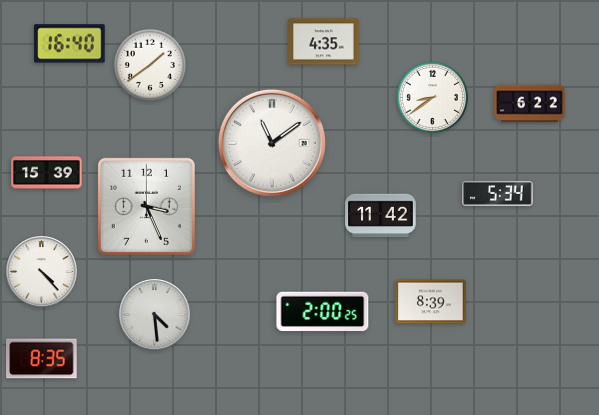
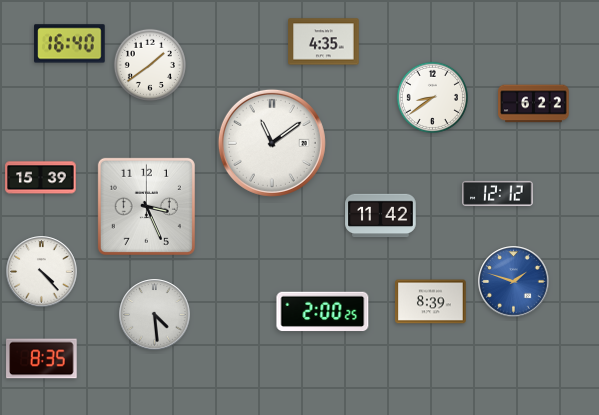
clock at (530, 104) position: (530, 104) -> (534, 104)
clock at (47, 173) position: (47, 173) -> (41, 178)
clock at (498, 193): 5:34 -> 12:12
clock at (514, 282): none -> 1:48
